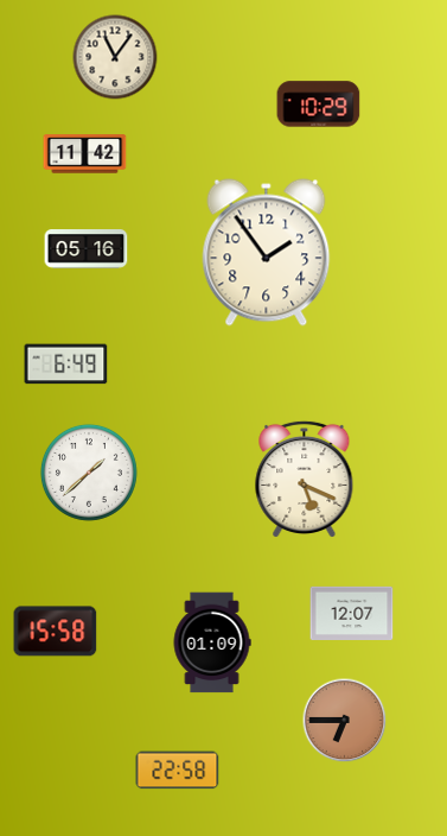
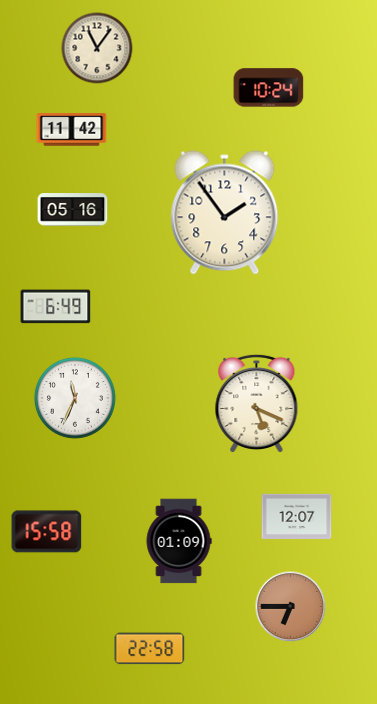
clock at (319, 104): 10:29 -> 10:24
clock at (89, 473): 1:38 -> 11:34
